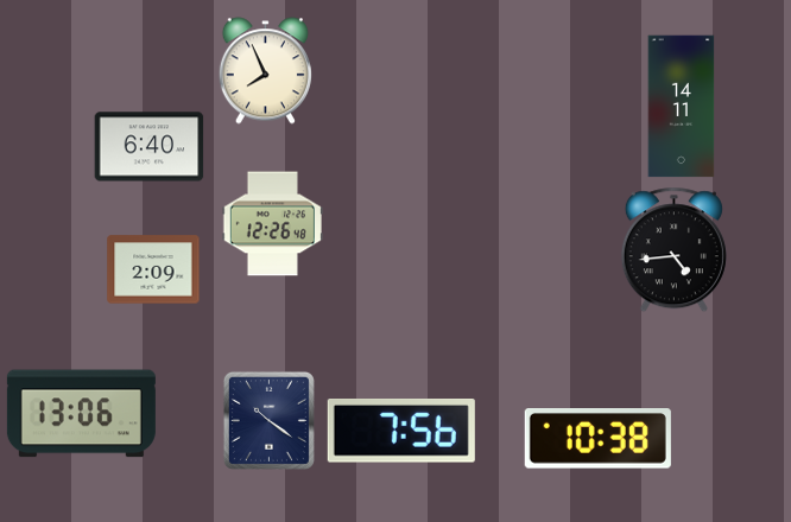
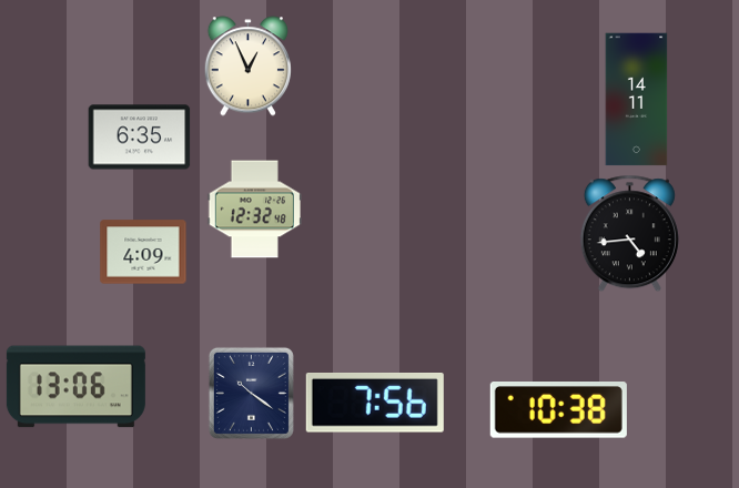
clock at (265, 71): 7:56 -> 12:56
clock at (150, 147): 6:40 -> 6:35
clock at (272, 224): 12:26 -> 12:32
clock at (153, 269): 2:09 -> 4:09
